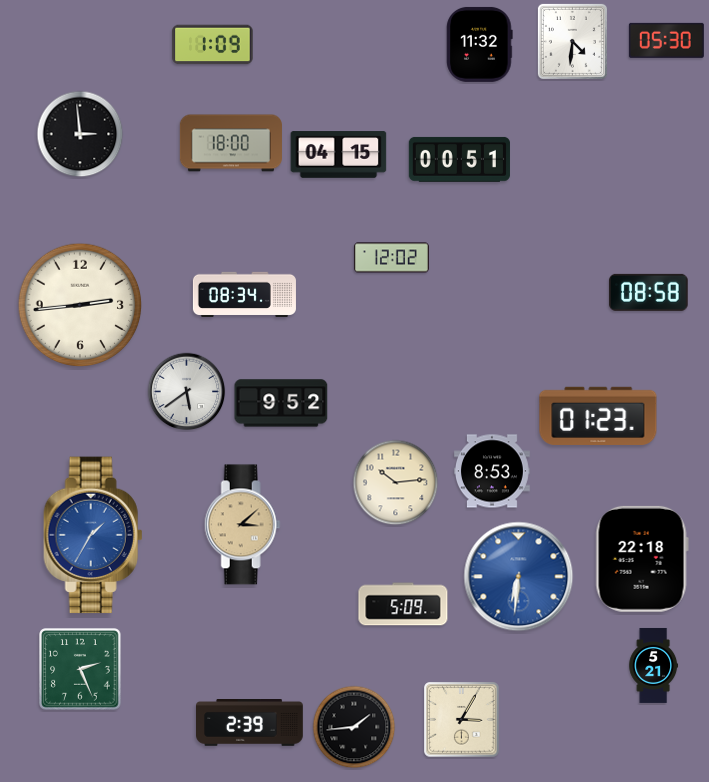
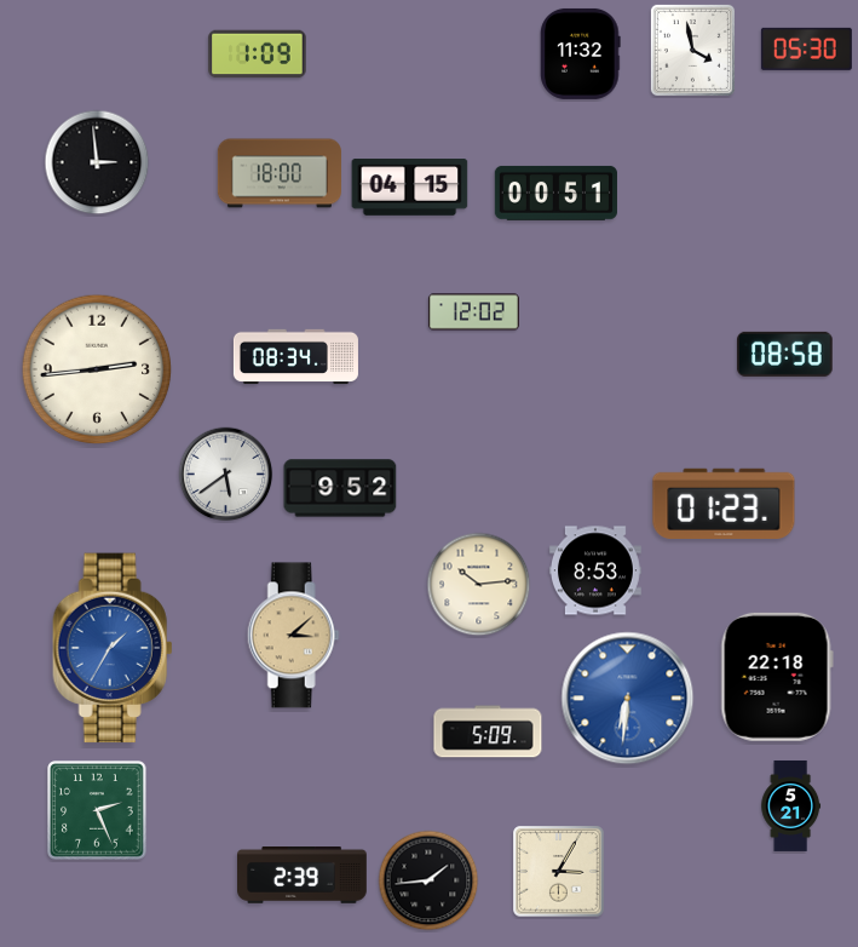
clock at (572, 41): 4:31 -> 3:58
